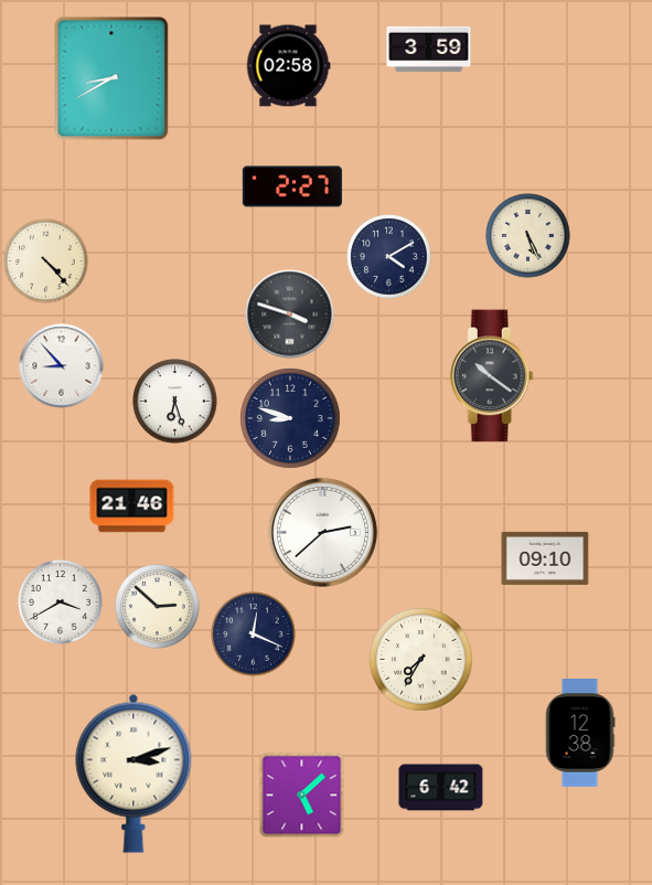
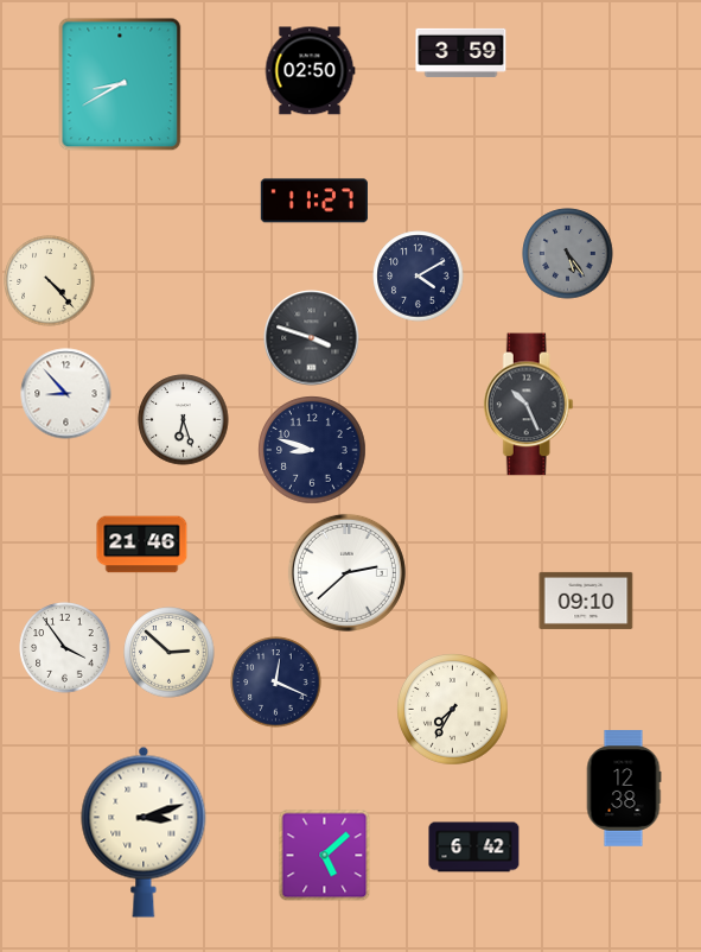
clock at (288, 66): 02:58 -> 02:50
clock at (292, 186): 2:27 -> 11:27
clock at (528, 236): 5:26 -> 5:24
clock at (528, 236) dial: cream -> grey
clock at (491, 376): 10:21 -> 10:26
clock at (175, 402) position: (175, 402) -> (184, 420)
clock at (61, 603): 3:40 -> 3:54
clock at (254, 635) position: (254, 635) -> (276, 683)
